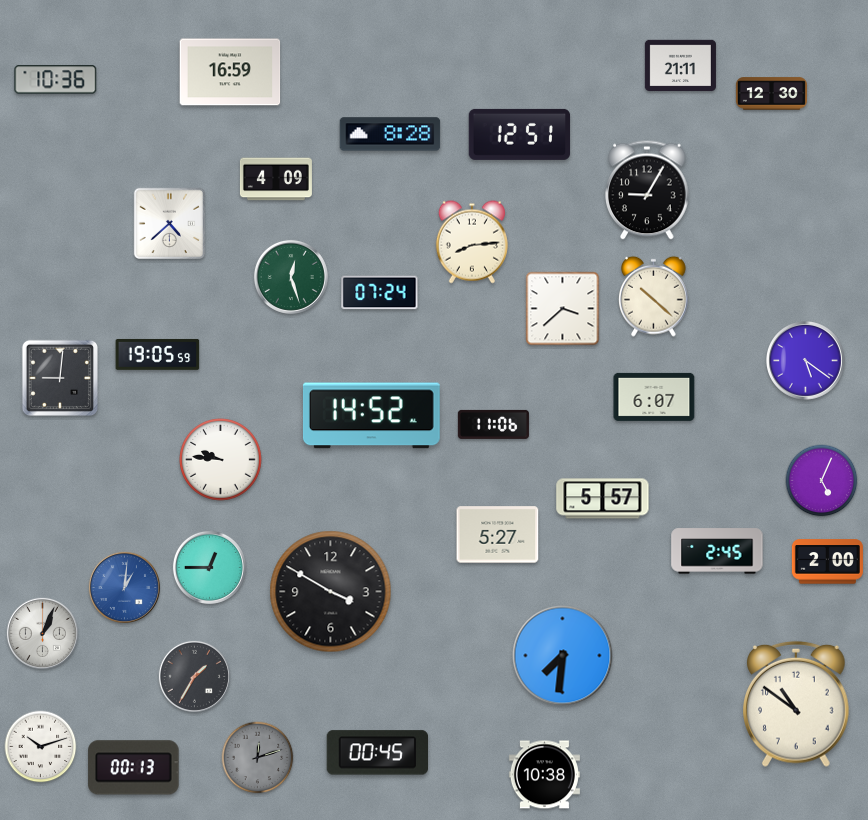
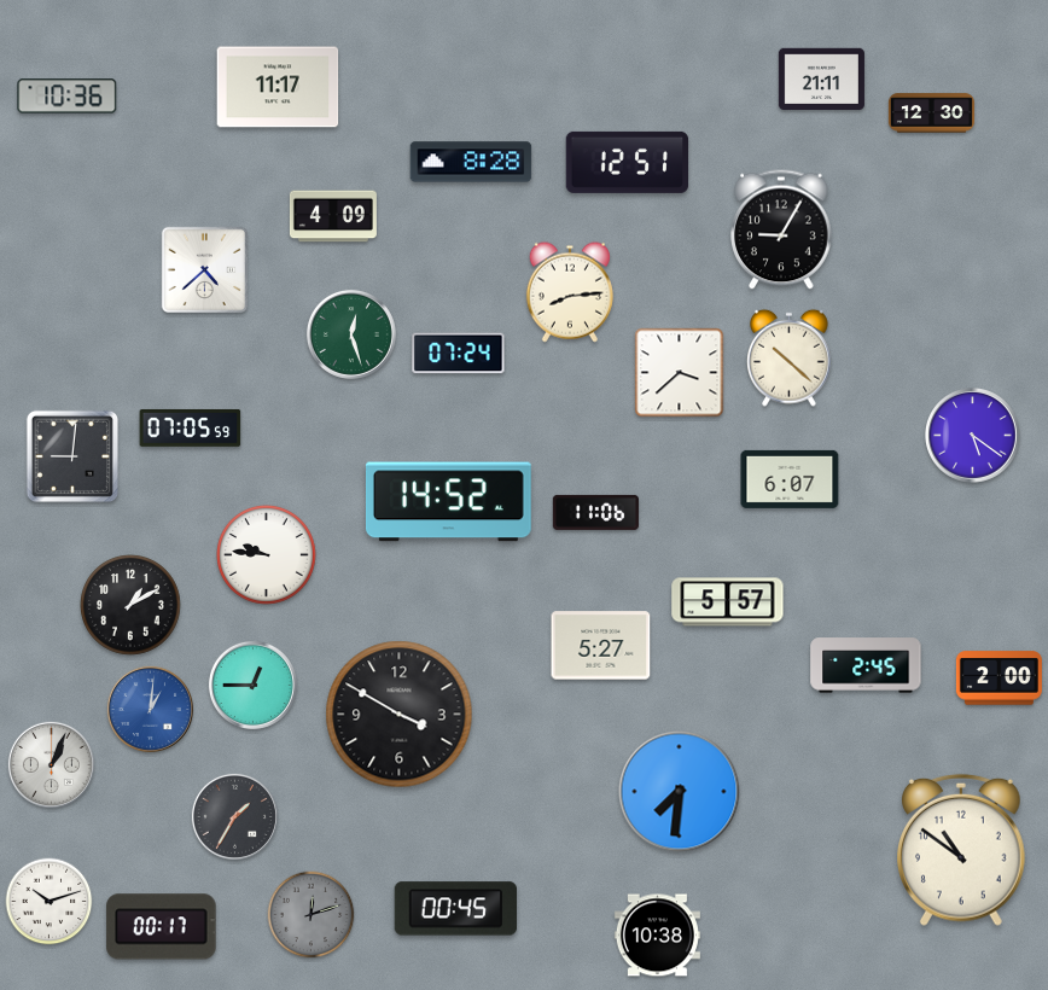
clock at (230, 72): 16:59 -> 11:17
clock at (158, 354): 19:05 -> 07:05
clock at (822, 481): 5:04 -> none
clock at (130, 605): none -> 1:10
clock at (134, 768): 00:13 -> 00:17
